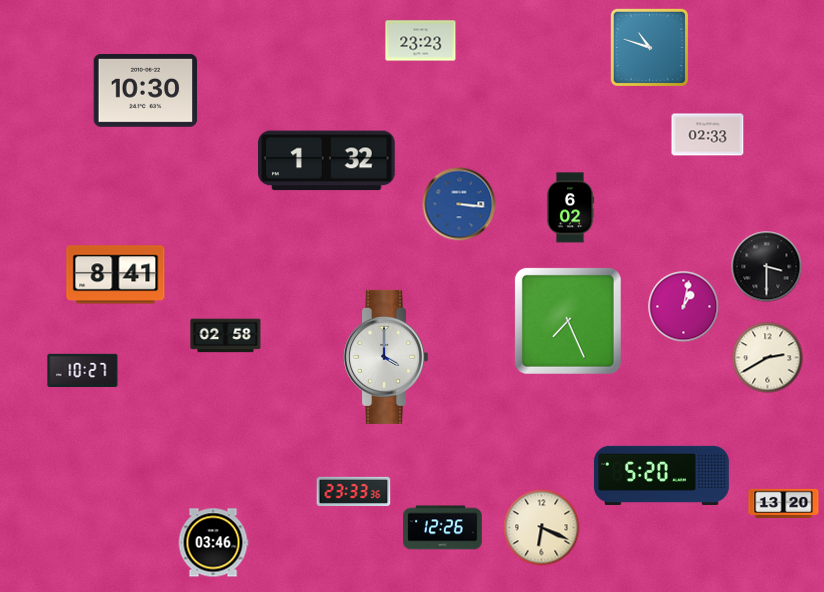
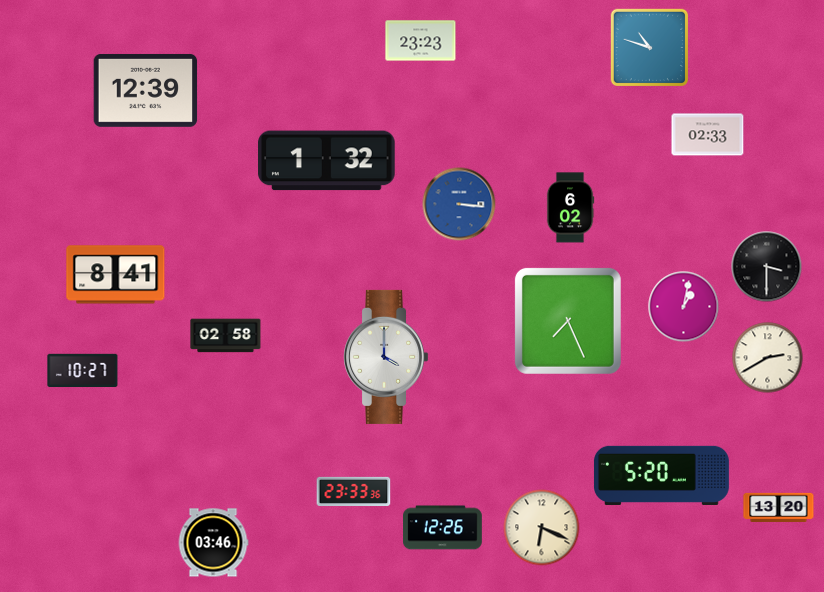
clock at (146, 90): 10:30 -> 12:39
clock at (784, 503) position: (784, 503) -> (779, 507)
